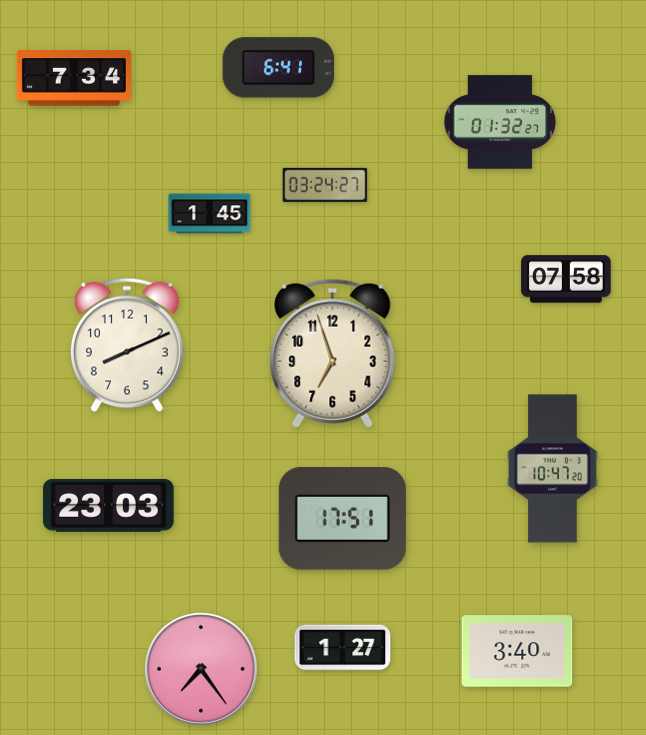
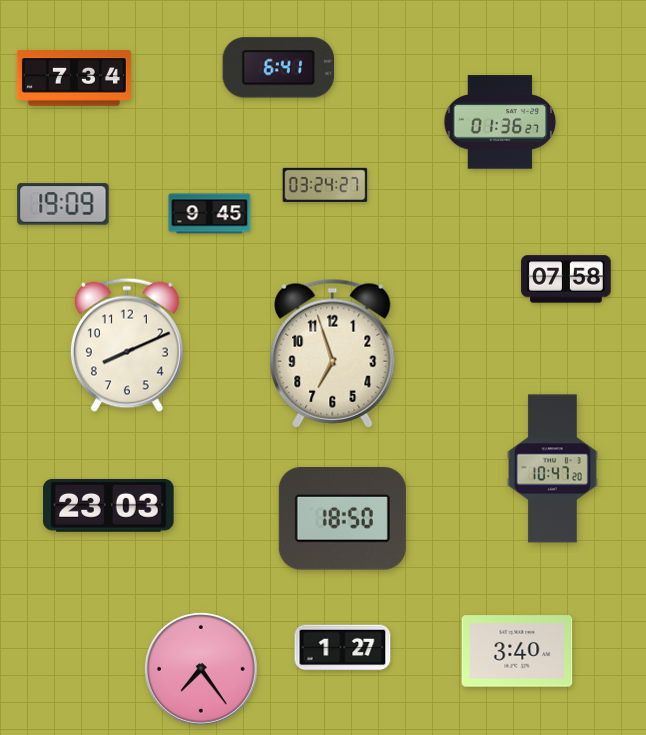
clock at (500, 122): 01:32 -> 01:36
clock at (63, 204): none -> 19:09
clock at (210, 214): 1:45 -> 9:45
clock at (342, 519): 17:51 -> 18:50
